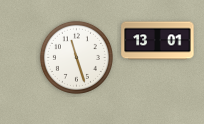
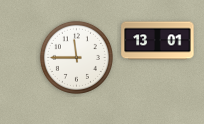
clock at (76, 57): 11:27 -> 11:45
